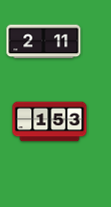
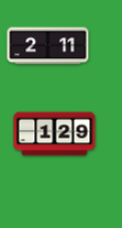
clock at (50, 122): 1:53 -> 1:29
